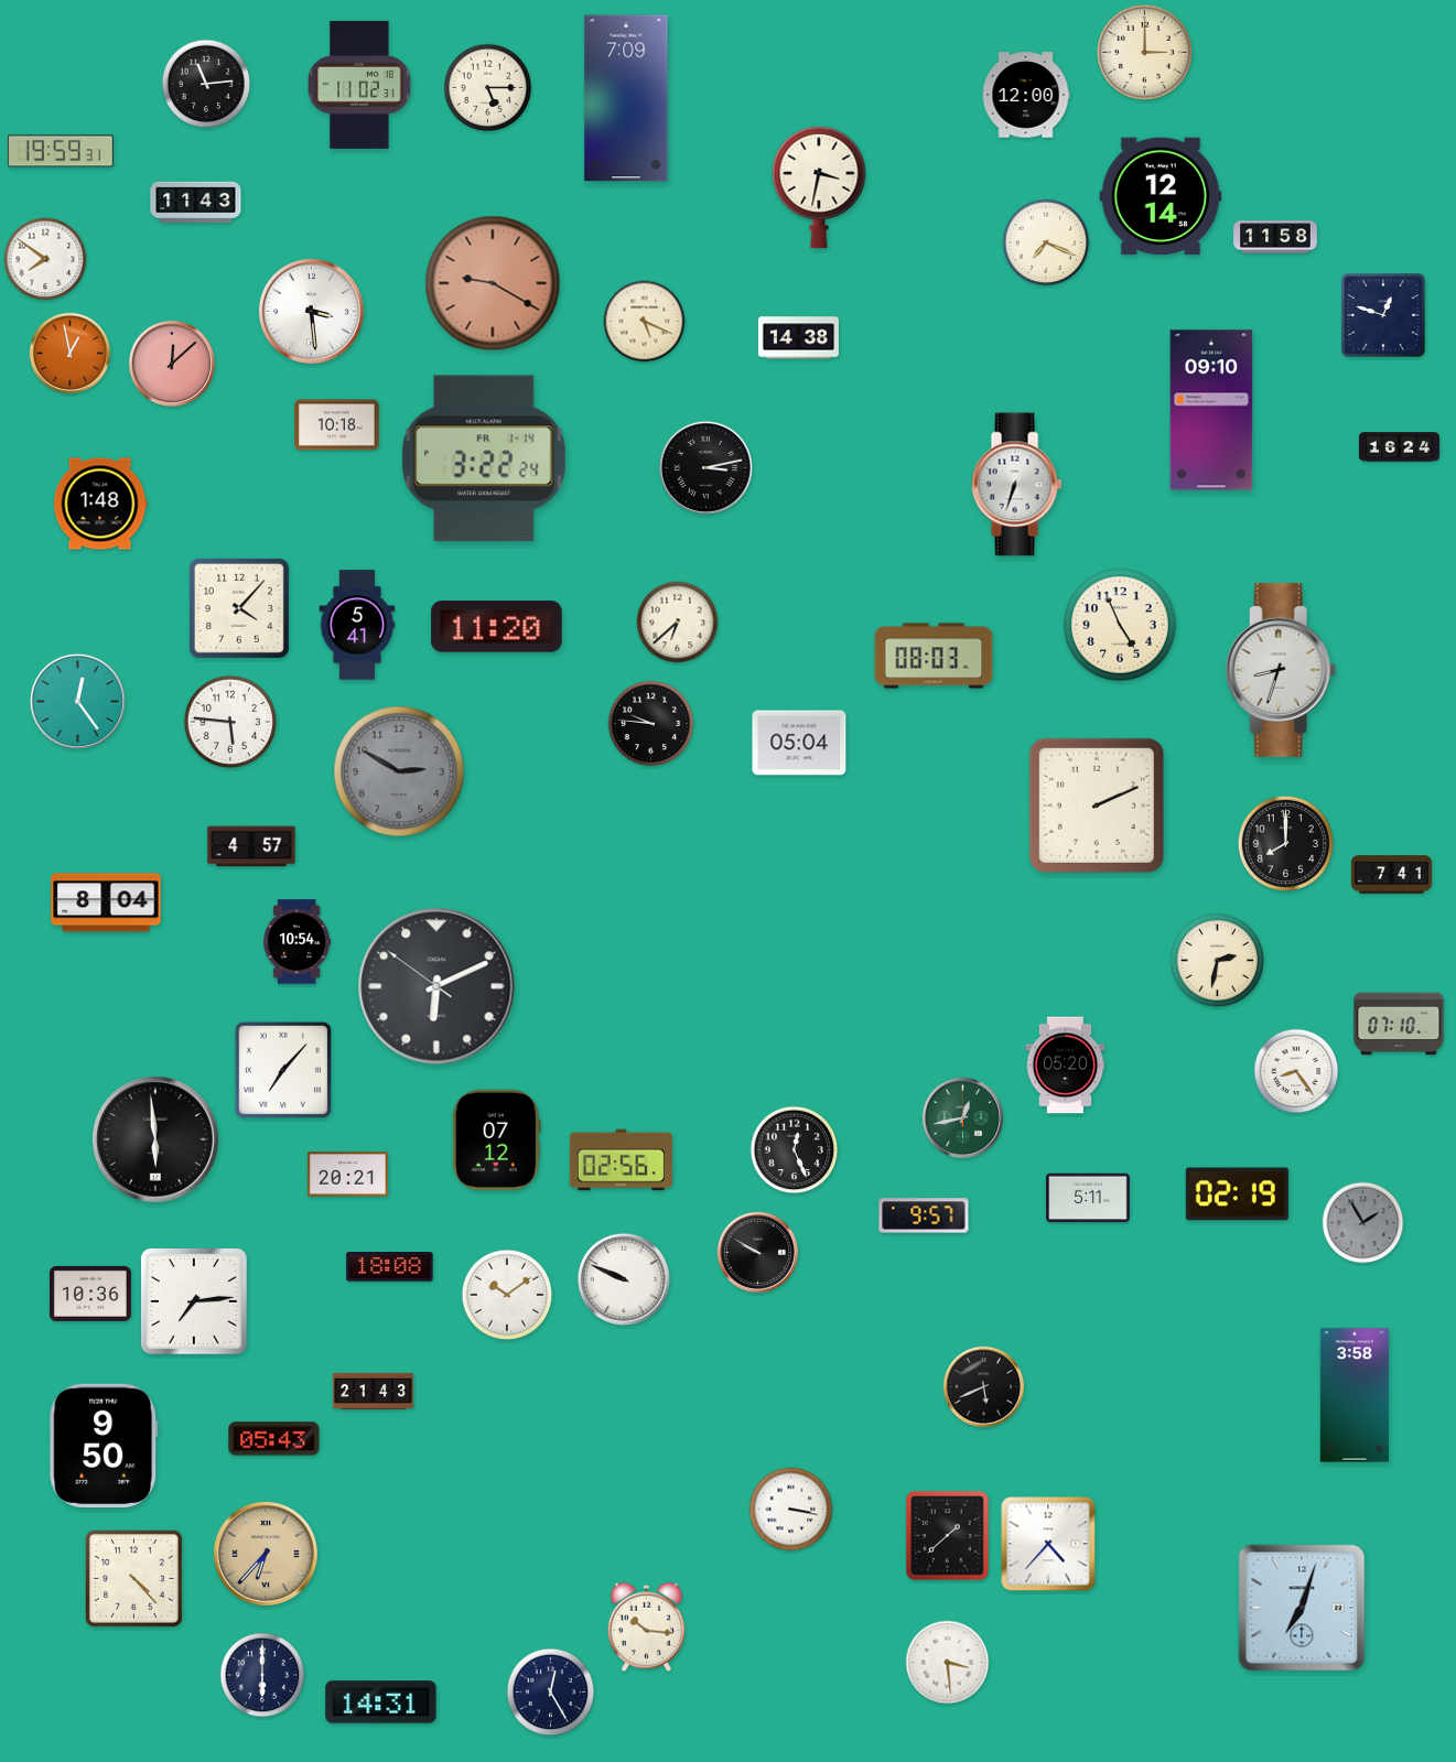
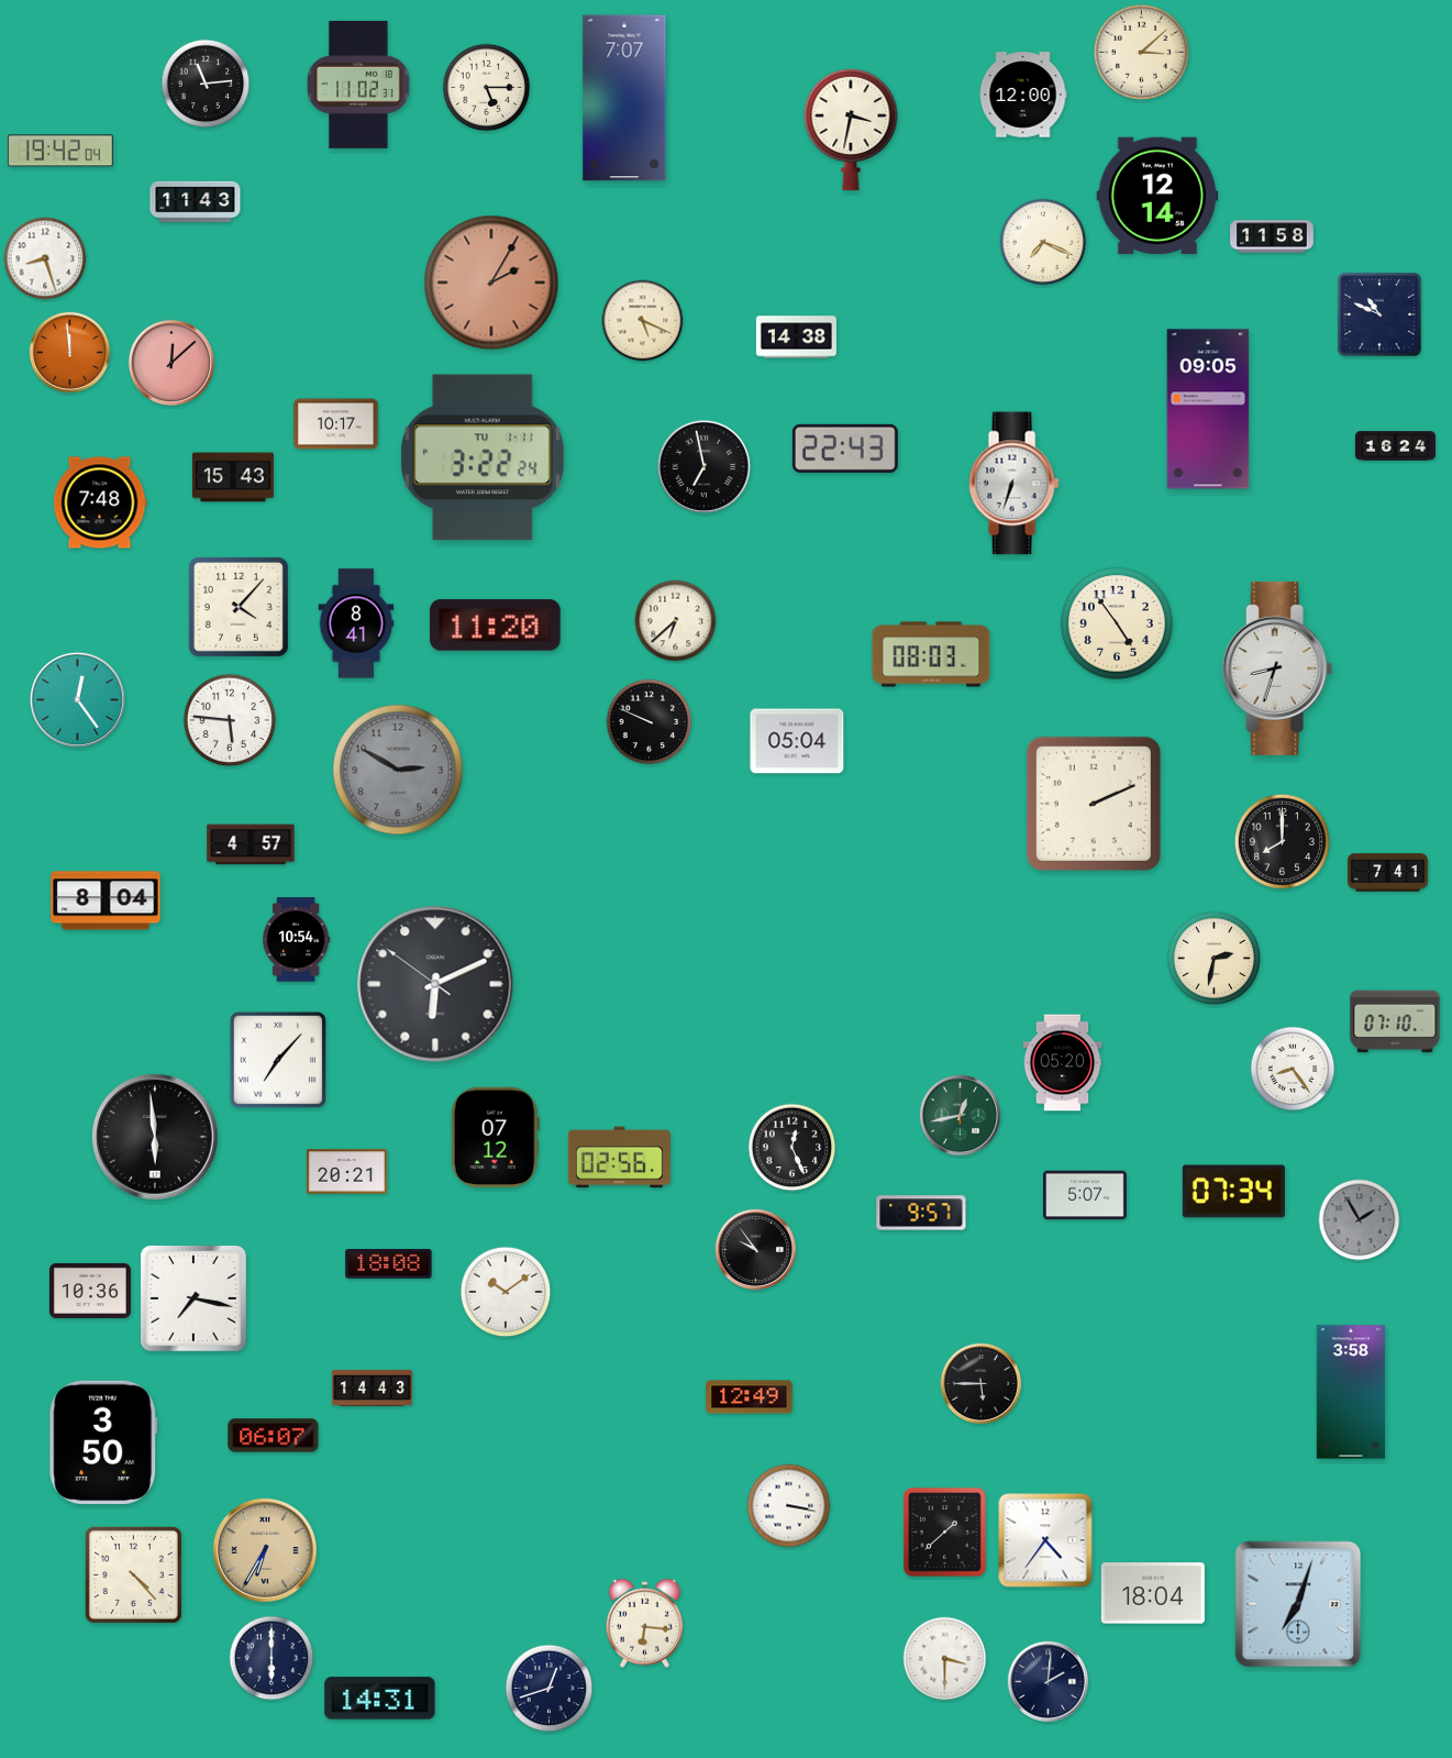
clock at (1144, 52): 3:00 -> 3:08
clock at (626, 98): 7:09 -> 7:07
clock at (61, 151): 19:59 -> 19:42
clock at (819, 187) position: (819, 187) -> (851, 130)
clock at (45, 259): 7:51 -> 8:27
clock at (493, 283): 9:20 -> 2:05
clock at (311, 311): 3:29 -> none
clock at (1383, 315): 12:48 -> 10:49
clock at (71, 354): 12:58 -> 11:59
clock at (1211, 410): 09:10 -> 09:05
clock at (337, 425): 10:18 -> 10:17
clock at (845, 449): none -> 22:43
clock at (484, 458) date: FR 1-14 -> TU 1-11
clock at (705, 467): 3:13 -> 6:58
clock at (233, 477): none -> 15:43
clock at (100, 504): 1:48 -> 7:48
clock at (357, 625): 5:41 -> 8:41
clock at (1120, 625): 4:56 -> 4:54
clock at (651, 724): 9:46 -> 9:49
clock at (283, 1070) position: (283, 1070) -> (278, 1060)
clock at (1237, 1195): 02:19 -> 07:34
clock at (1088, 1198): 5:11 -> 5:07
clock at (758, 1253): 9:50 -> 9:54
clock at (624, 1279): 9:49 -> none
clock at (194, 1301): 7:14 -> 7:17
clock at (984, 1387): 5:41 -> 5:45
clock at (373, 1391): 21:43 -> 14:43
clock at (750, 1397): none -> 12:49
clock at (274, 1439): 05:43 -> 06:07
clock at (104, 1445): 9:50 -> 3:50
clock at (1048, 1544): 4:37 -> 4:36
clock at (266, 1554): 6:37 -> 6:35
clock at (1153, 1593): none -> 18:04
clock at (646, 1626): 10:16 -> 6:16
clock at (948, 1663): 3:29 -> 3:30
clock at (262, 1675) position: (262, 1675) -> (271, 1658)
clock at (1049, 1682): none -> 2:01
clock at (551, 1693): 12:25 -> 12:42
